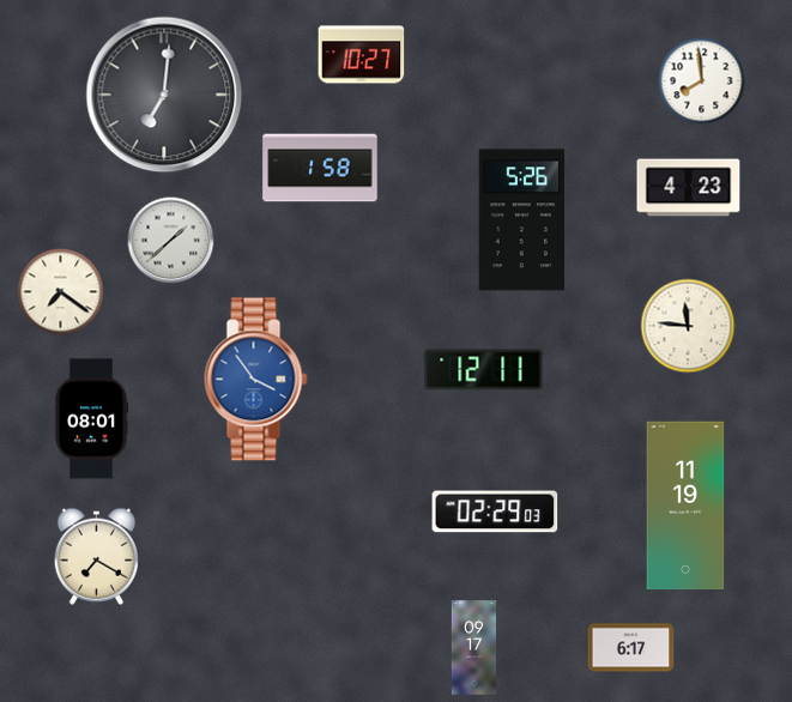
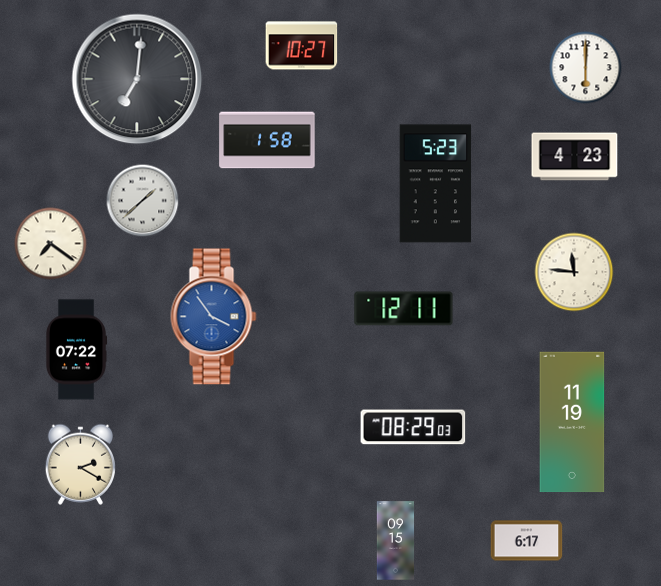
clock at (702, 81): 7:59 -> 6:00
clock at (522, 220): 5:26 -> 5:23
clock at (91, 419): 08:01 -> 07:22
clock at (495, 512): 02:29 -> 08:29
clock at (96, 556): 7:20 -> 2:20
clock at (474, 648): 09:17 -> 09:15
